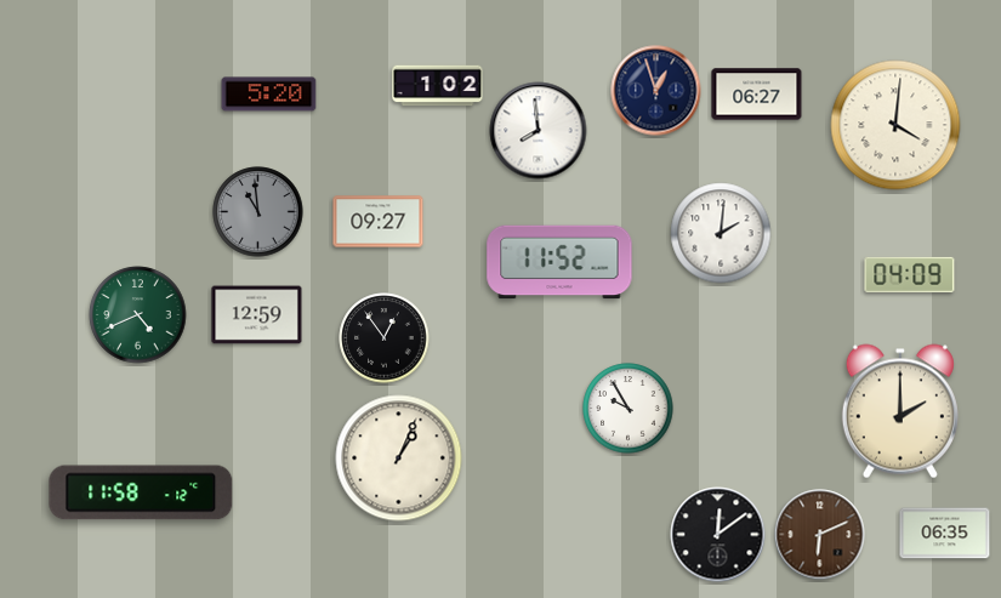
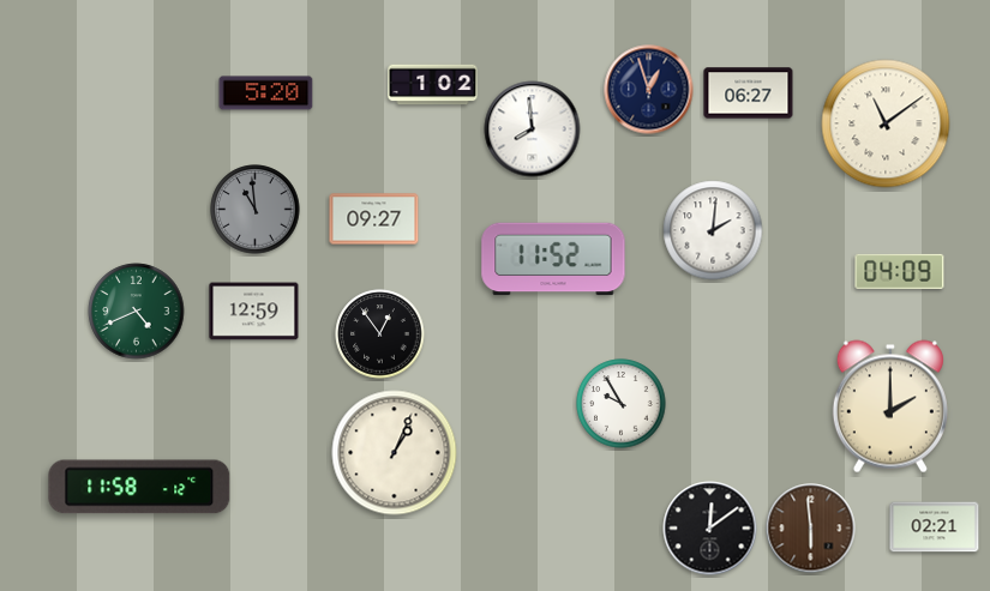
clock at (895, 125): 4:01 -> 11:09
clock at (945, 534): 06:35 -> 02:21
clock at (820, 535): 6:11 -> 5:59
